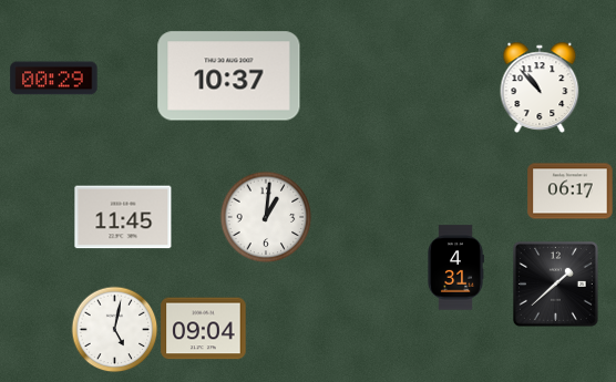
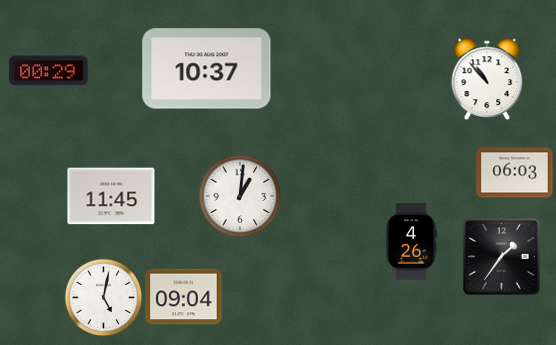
clock at (571, 192): 06:17 -> 06:03
clock at (455, 268): 4:31 -> 4:26
clock at (555, 283): 1:38 -> 1:36
